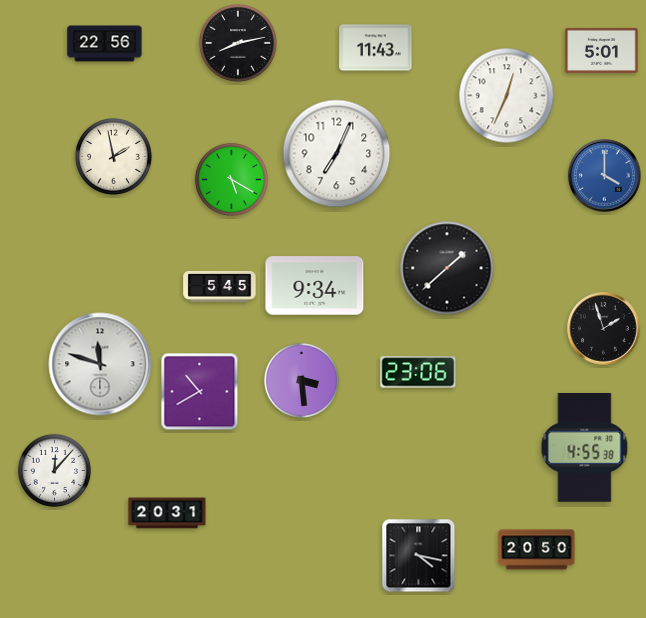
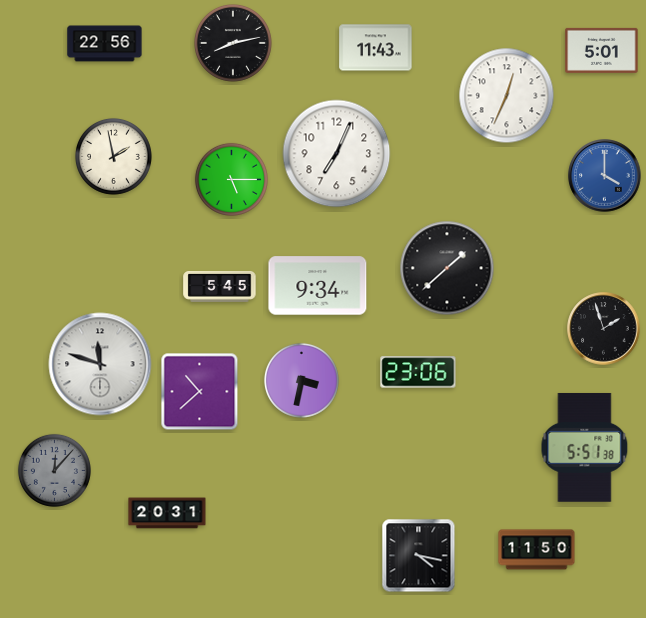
clock at (239, 44) position: (239, 44) -> (234, 44)
clock at (231, 179): 5:20 -> 5:15
clock at (315, 286) position: (315, 286) -> (318, 286)
clock at (301, 380): 3:29 -> 3:32
clock at (200, 392): 10:40 -> 10:38
clock at (585, 447): 4:55 -> 5:51
clock at (54, 470) dial: white -> grey
clock at (537, 550): 20:50 -> 11:50
